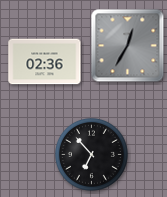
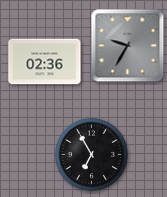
clock at (128, 46): 12:35 -> 9:35
clock at (91, 154): 6:53 -> 6:55
